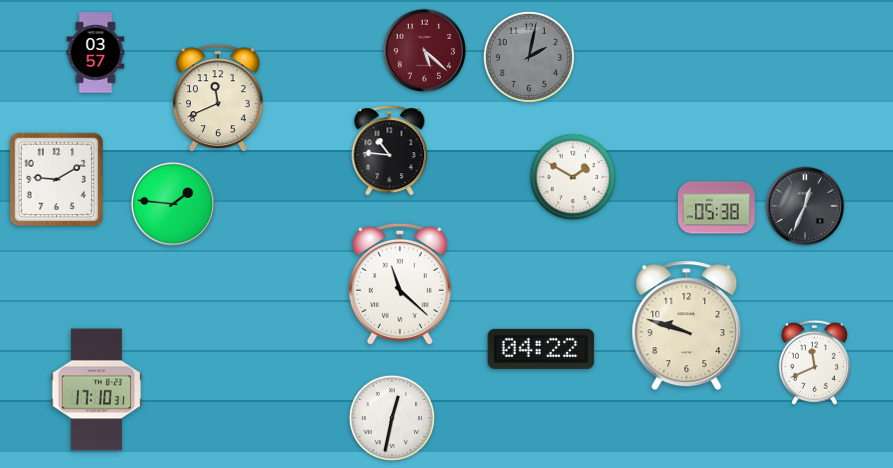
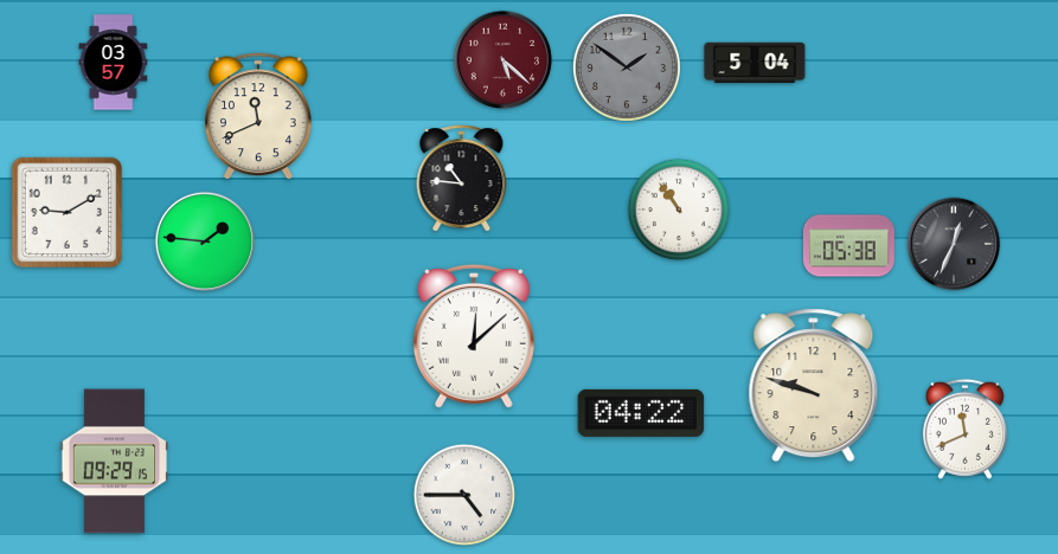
clock at (755, 63): none -> 5:04
clock at (529, 57): 2:02 -> 1:51
clock at (573, 177): 1:50 -> 10:54
clock at (400, 284): 11:22 -> 12:08
clock at (97, 390): 17:10 -> 09:29
clock at (392, 418): 12:32 -> 4:45
